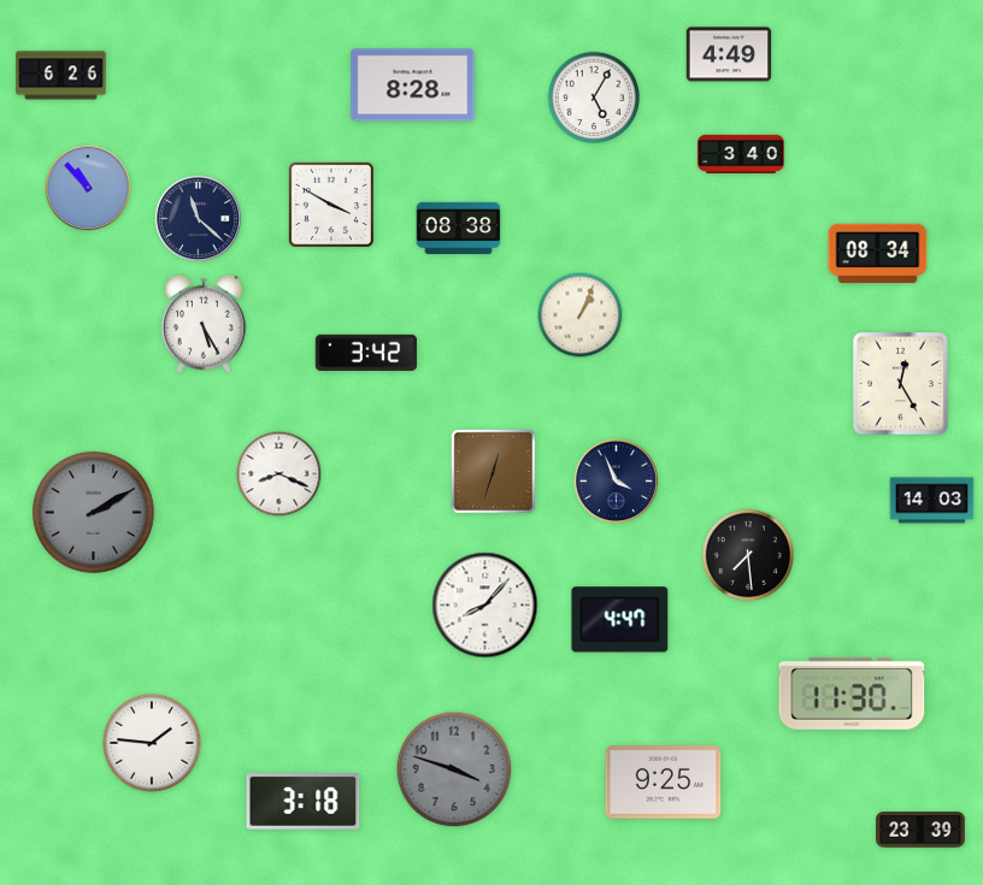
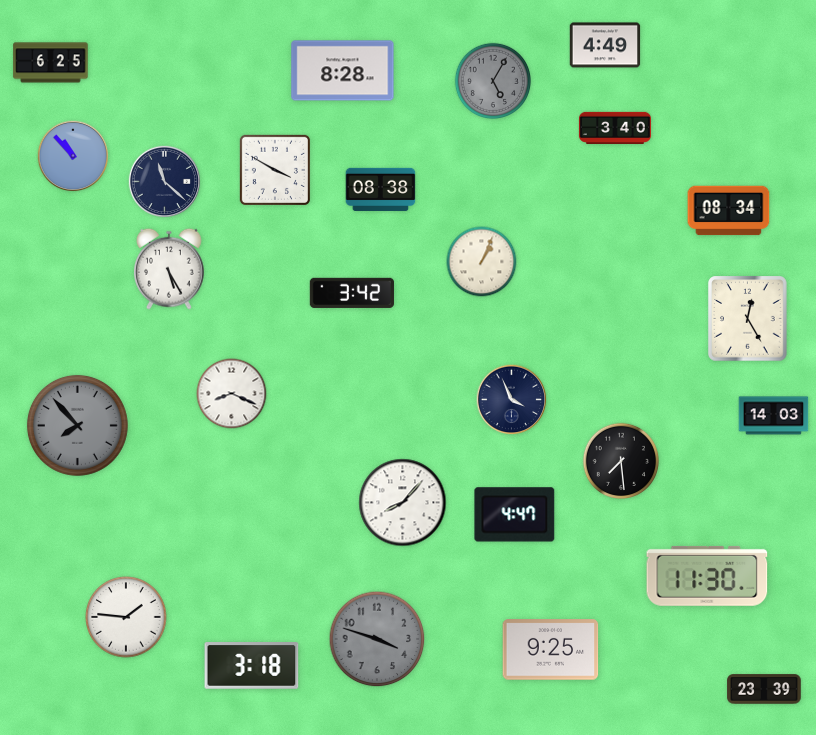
clock at (61, 76): 6:26 -> 6:25
clock at (593, 96) dial: white -> grey
clock at (366, 353) position: (366, 353) -> (352, 293)
clock at (493, 471): 12:33 -> none
clock at (93, 512): 2:10 -> 7:53
